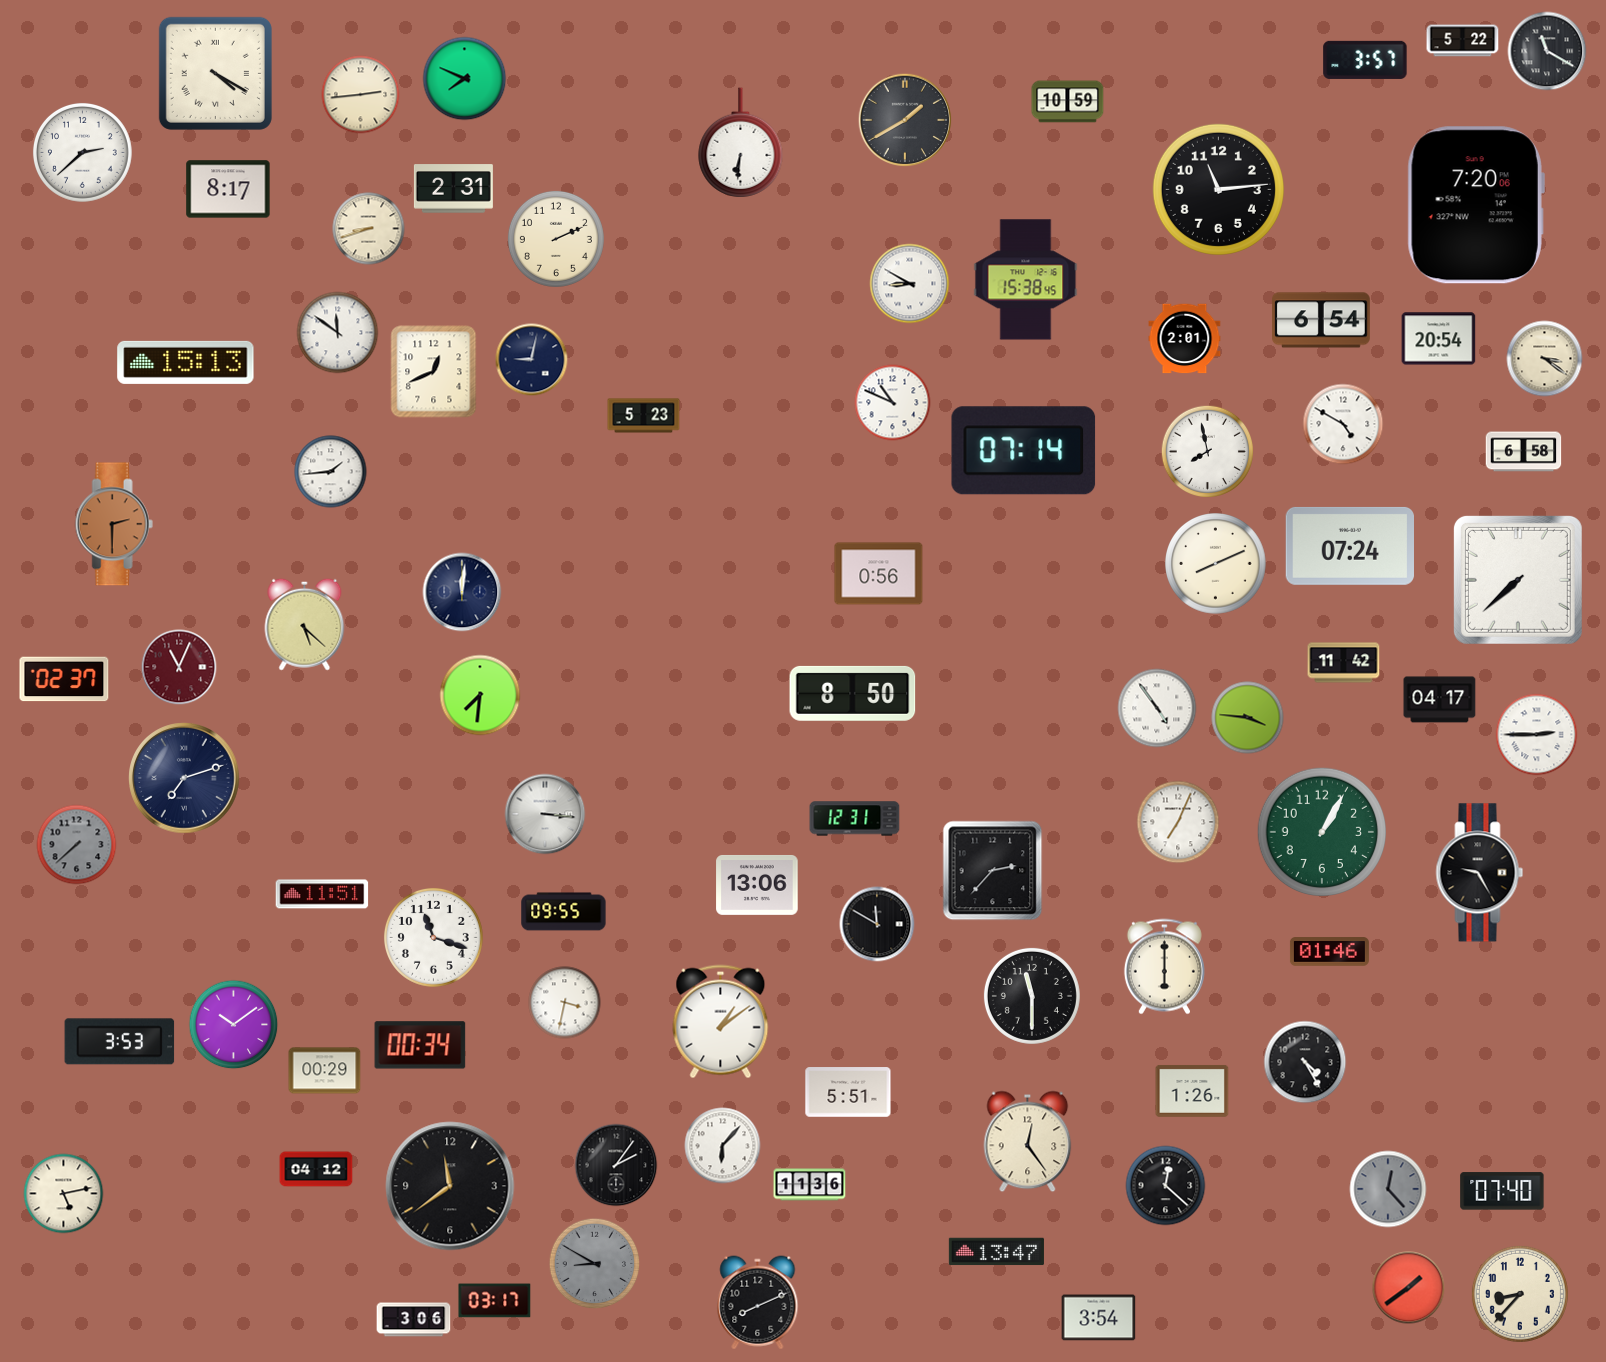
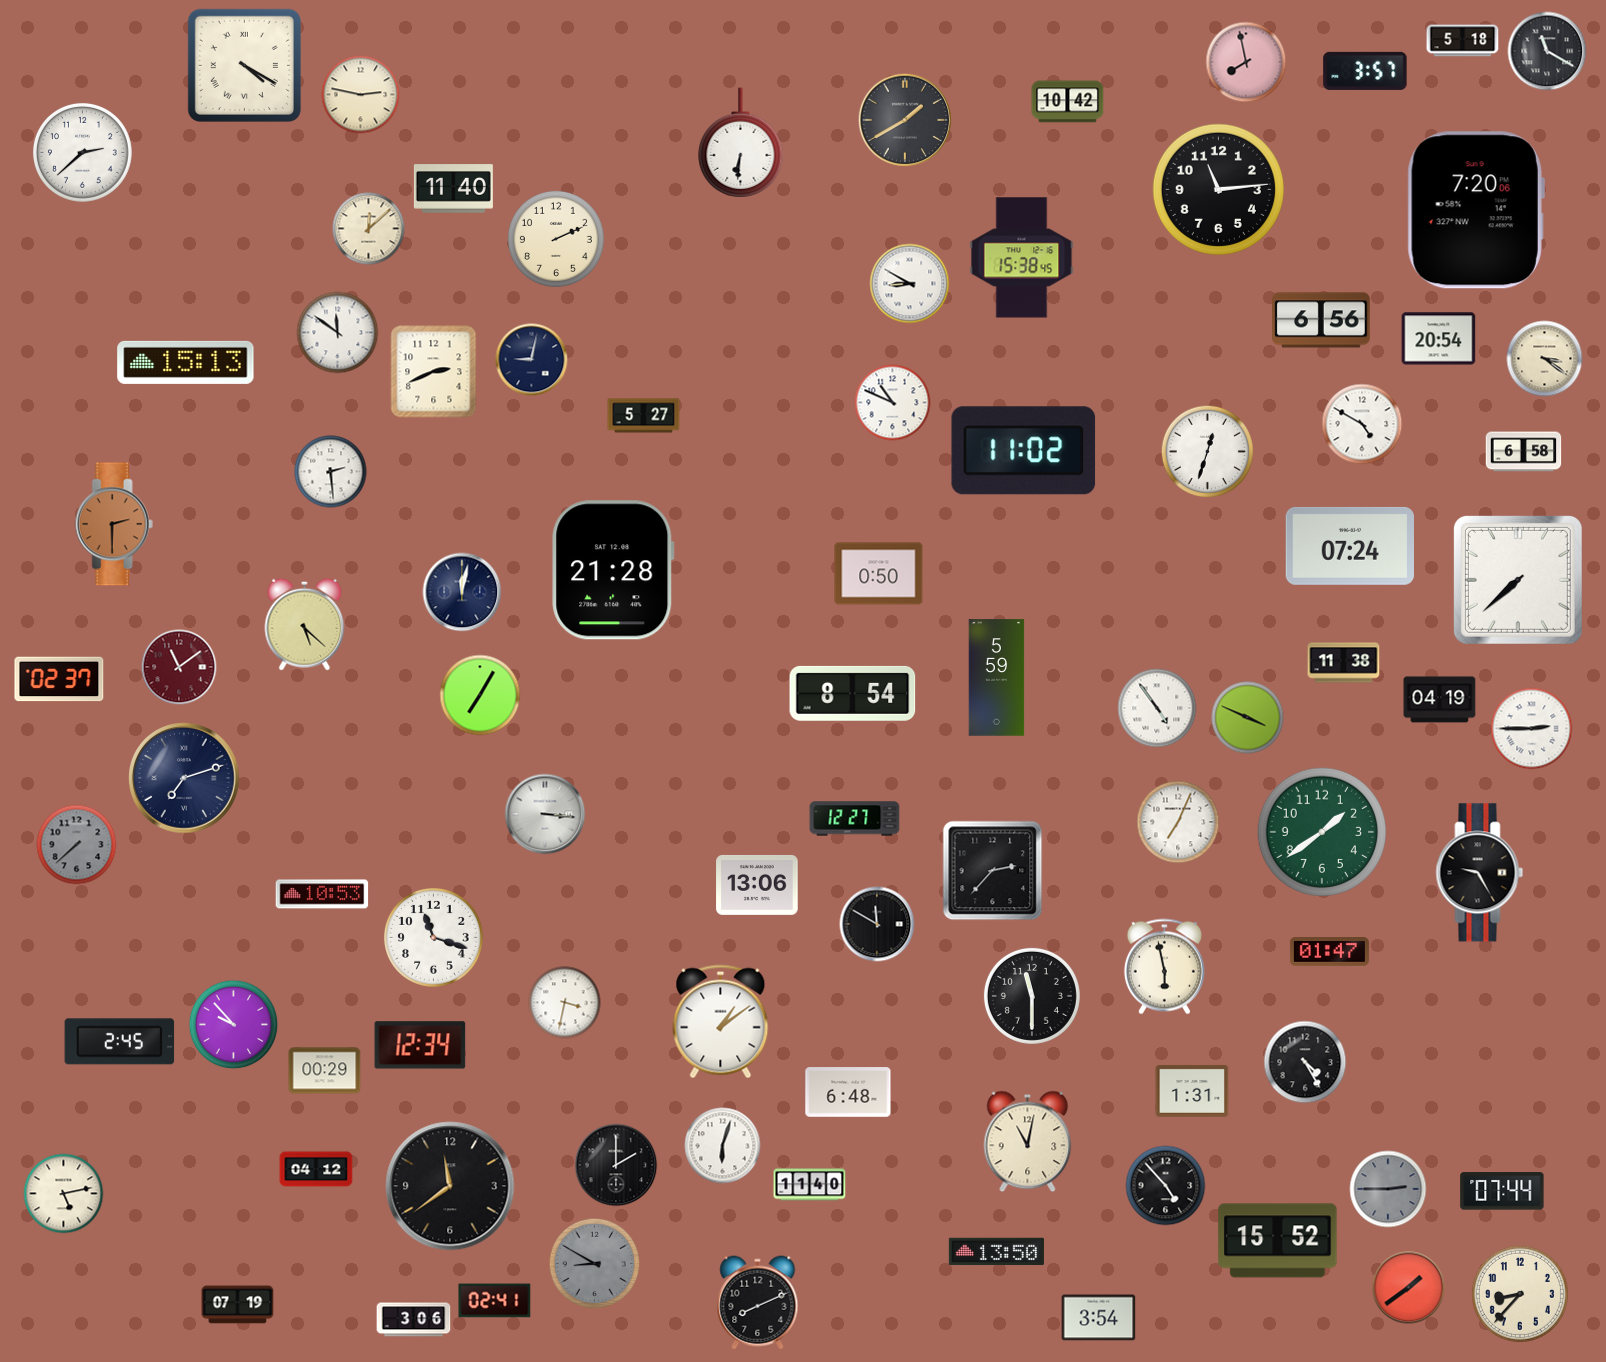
clock at (1463, 41): 5:22 -> 5:18
clock at (1365, 60) position: (1365, 60) -> (1365, 71)
clock at (1246, 62): none -> 7:58
clock at (215, 73) position: (215, 73) -> (244, 65)
clock at (465, 79): 7:49 -> none
clock at (361, 95): 2:44 -> 2:47
clock at (1068, 102): 10:59 -> 10:42
clock at (228, 189): 8:17 -> none
clock at (453, 189): 2:31 -> 11:40
clock at (1476, 205) position: (1476, 205) -> (1476, 210)
clock at (369, 229): 8:42 -> 12:08
clock at (1026, 280) position: (1026, 280) -> (1022, 258)
clock at (1322, 320): 6:54 -> 6:56
clock at (1185, 339): 2:01 -> none
clock at (434, 372): 12:41 -> 2:41
clock at (644, 416): 5:23 -> 5:27
clock at (1343, 424) position: (1343, 424) -> (1362, 424)
clock at (1024, 451): 07:14 -> 11:02
clock at (1207, 451): 7:58 -> 12:33
clock at (331, 472): 1:44 -> 2:29
clock at (1216, 564): 8:11 -> none
clock at (613, 570): none -> 21:28
clock at (879, 574): 0:56 -> 0:50
clock at (462, 592): 12:01 -> 12:02
clock at (1344, 663): 11:42 -> 11:38
clock at (179, 667): 11:04 -> 11:09
clock at (997, 678): none -> 5:59
clock at (64, 679) position: (64, 679) -> (59, 679)
clock at (853, 693): 8:50 -> 8:54
clock at (480, 695): 7:31 -> 7:05
clock at (1440, 700): 04:17 -> 04:19
clock at (1248, 718): 3:46 -> 3:49
clock at (1537, 735) position: (1537, 735) -> (1532, 729)
clock at (855, 819): 12:31 -> 12:27
clock at (1321, 831): 1:05 -> 1:39
clock at (322, 894): 11:51 -> 10:53
clock at (564, 912): 09:55 -> none
clock at (1329, 952): 01:46 -> 01:47
clock at (1164, 967): 6:00 -> 5:58
clock at (234, 1025): 10:09 -> 9:53
clock at (120, 1042): 3:53 -> 2:45
clock at (420, 1045): 00:34 -> 12:34
clock at (1192, 1091): 1:26 -> 1:31
clock at (848, 1092): 5:51 -> 6:48
clock at (1028, 1142): 12:24 -> 11:02
clock at (723, 1146): 6:07 -> 6:03
clock at (616, 1165): 2:06 -> 2:00
clock at (810, 1185): 11:36 -> 11:40
clock at (1166, 1186): 12:22 -> 4:53
clock at (1388, 1189): 12:23 -> 2:45
clock at (1502, 1191): 07:40 -> 07:44
clock at (1278, 1241): none -> 15:52
clock at (996, 1252): 13:47 -> 13:50
clock at (495, 1301): 03:17 -> 02:41
clock at (238, 1305): none -> 07:19
